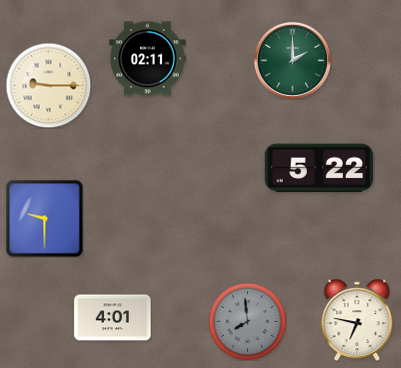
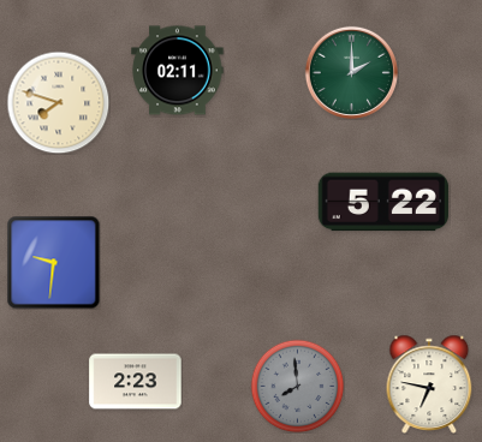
clock at (48, 85): 9:15 -> 7:48
clock at (44, 218): 9:30 -> 9:31
clock at (113, 318): 4:01 -> 2:23
